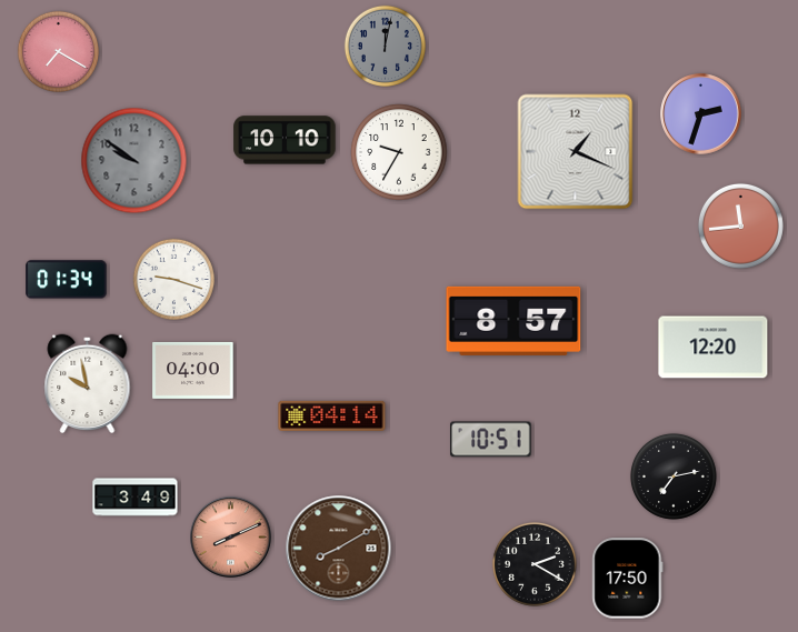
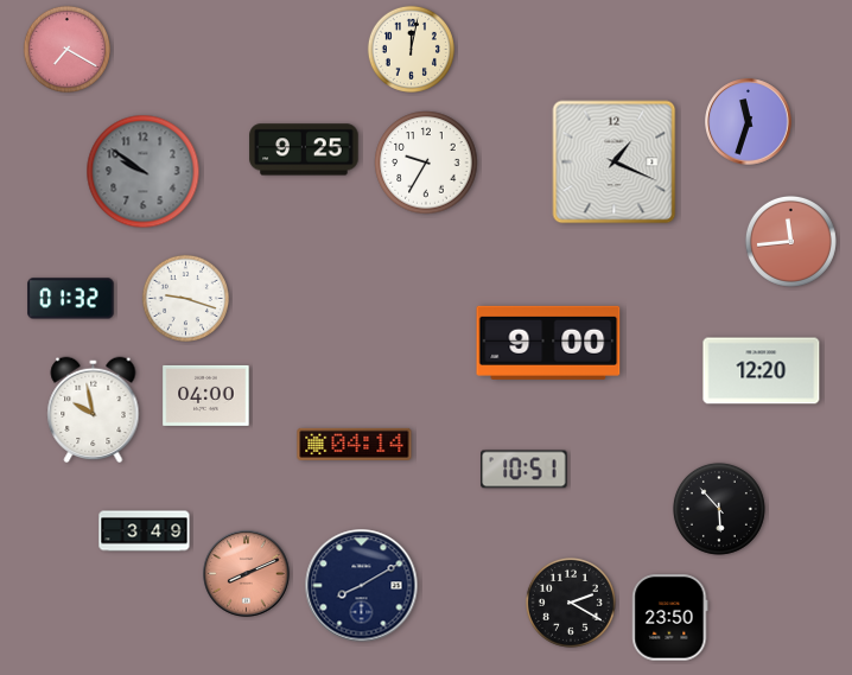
clock at (385, 46) dial: grey -> cream
clock at (58, 51) position: (58, 51) -> (66, 49)
clock at (701, 114): 2:33 -> 11:33
clock at (285, 140): 10:10 -> 9:25
clock at (67, 280): 01:34 -> 01:32
clock at (513, 321): 8:57 -> 9:00
clock at (674, 476): 7:13 -> 5:53
clock at (339, 549) dial: brown -> navy
clock at (628, 579): 17:50 -> 23:50
